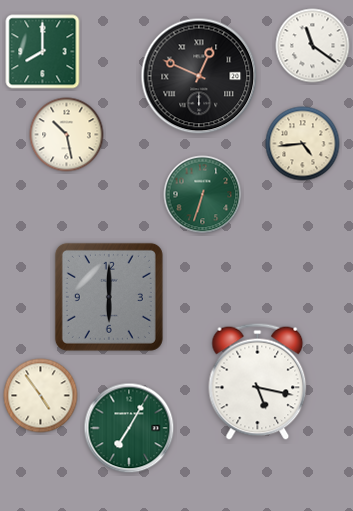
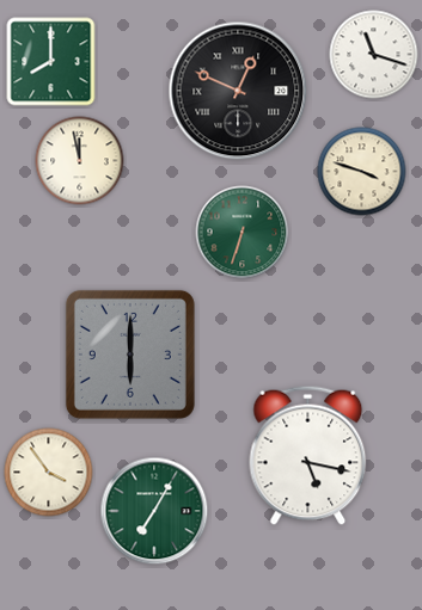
clock at (313, 46): 11:21 -> 11:18
clock at (67, 135): 10:28 -> 11:58
clock at (303, 144): 4:44 -> 3:48
clock at (41, 396): 4:54 -> 3:54
